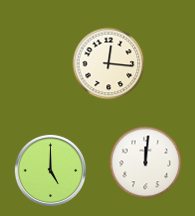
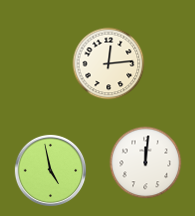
clock at (109, 64): 12:16 -> 12:14
clock at (51, 171): 5:00 -> 4:58
